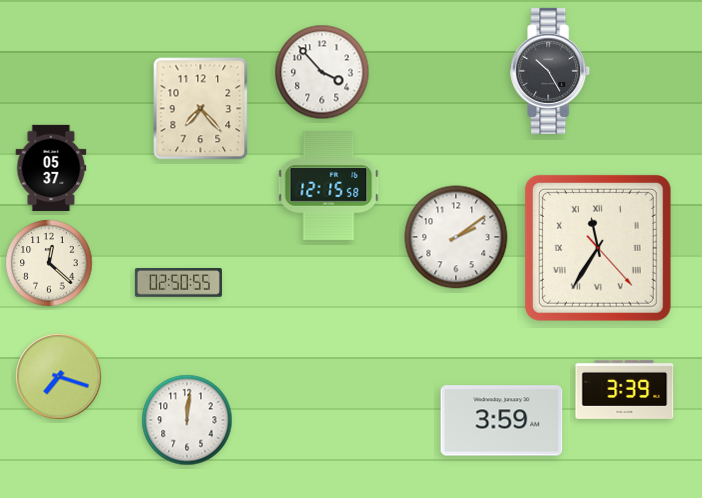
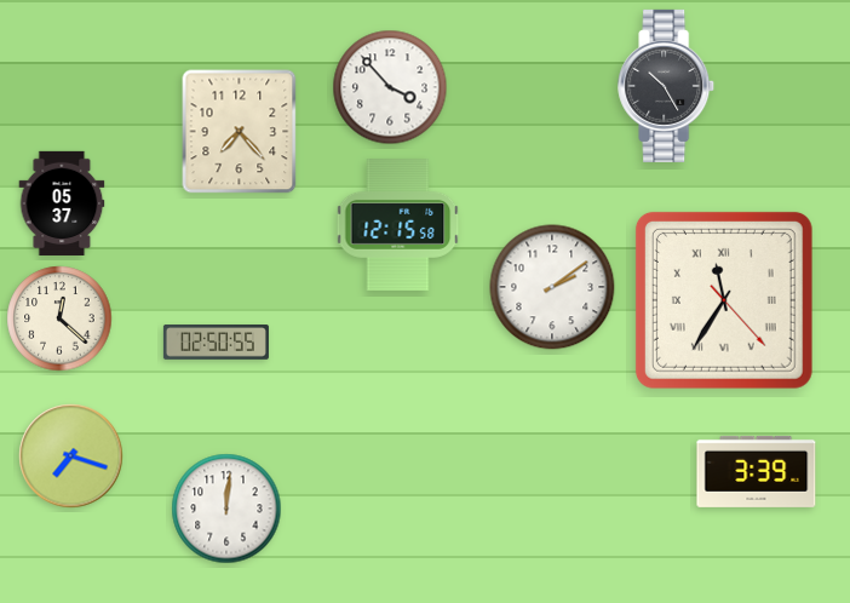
clock at (201, 109) position: (201, 109) -> (240, 132)
clock at (502, 421): 3:59 -> none
